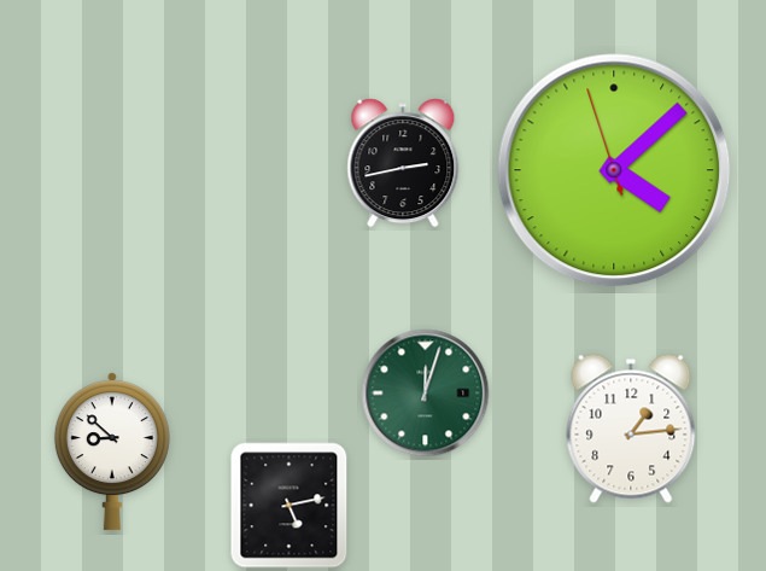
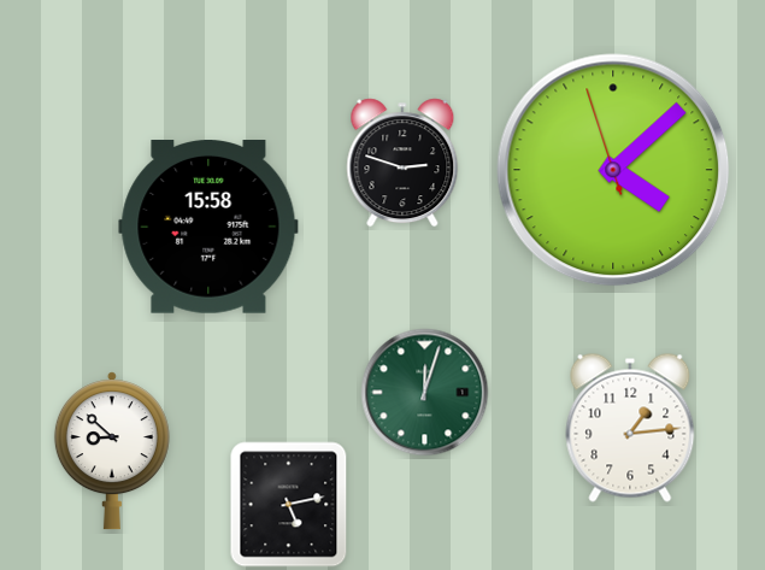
clock at (403, 163): 2:43 -> 2:48
clock at (208, 228): none -> 15:58
